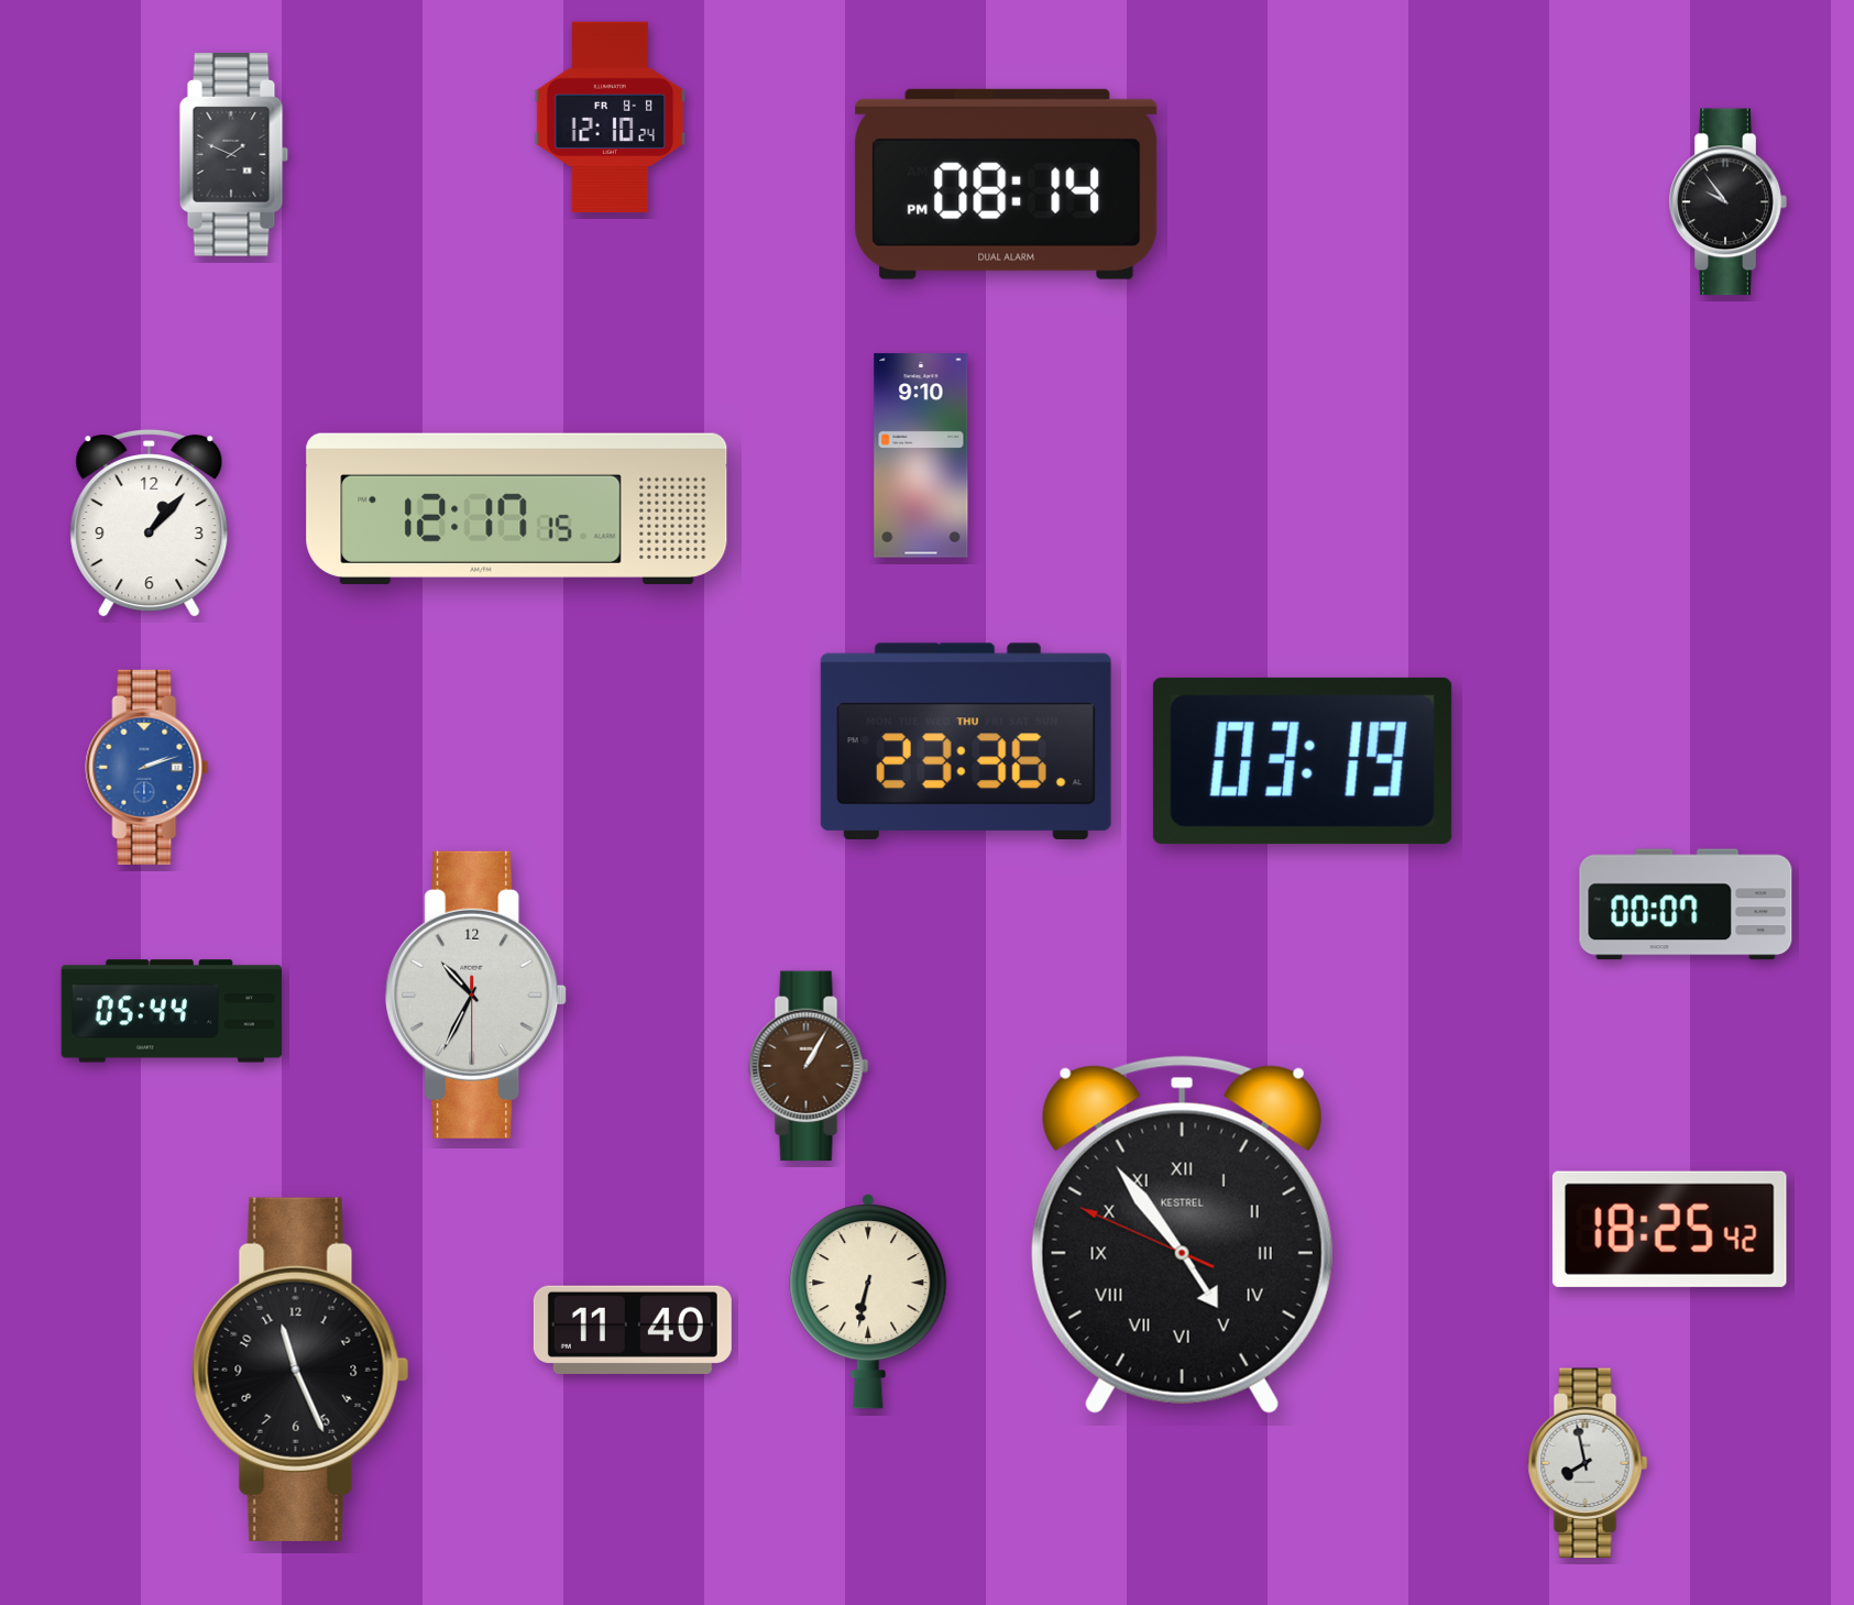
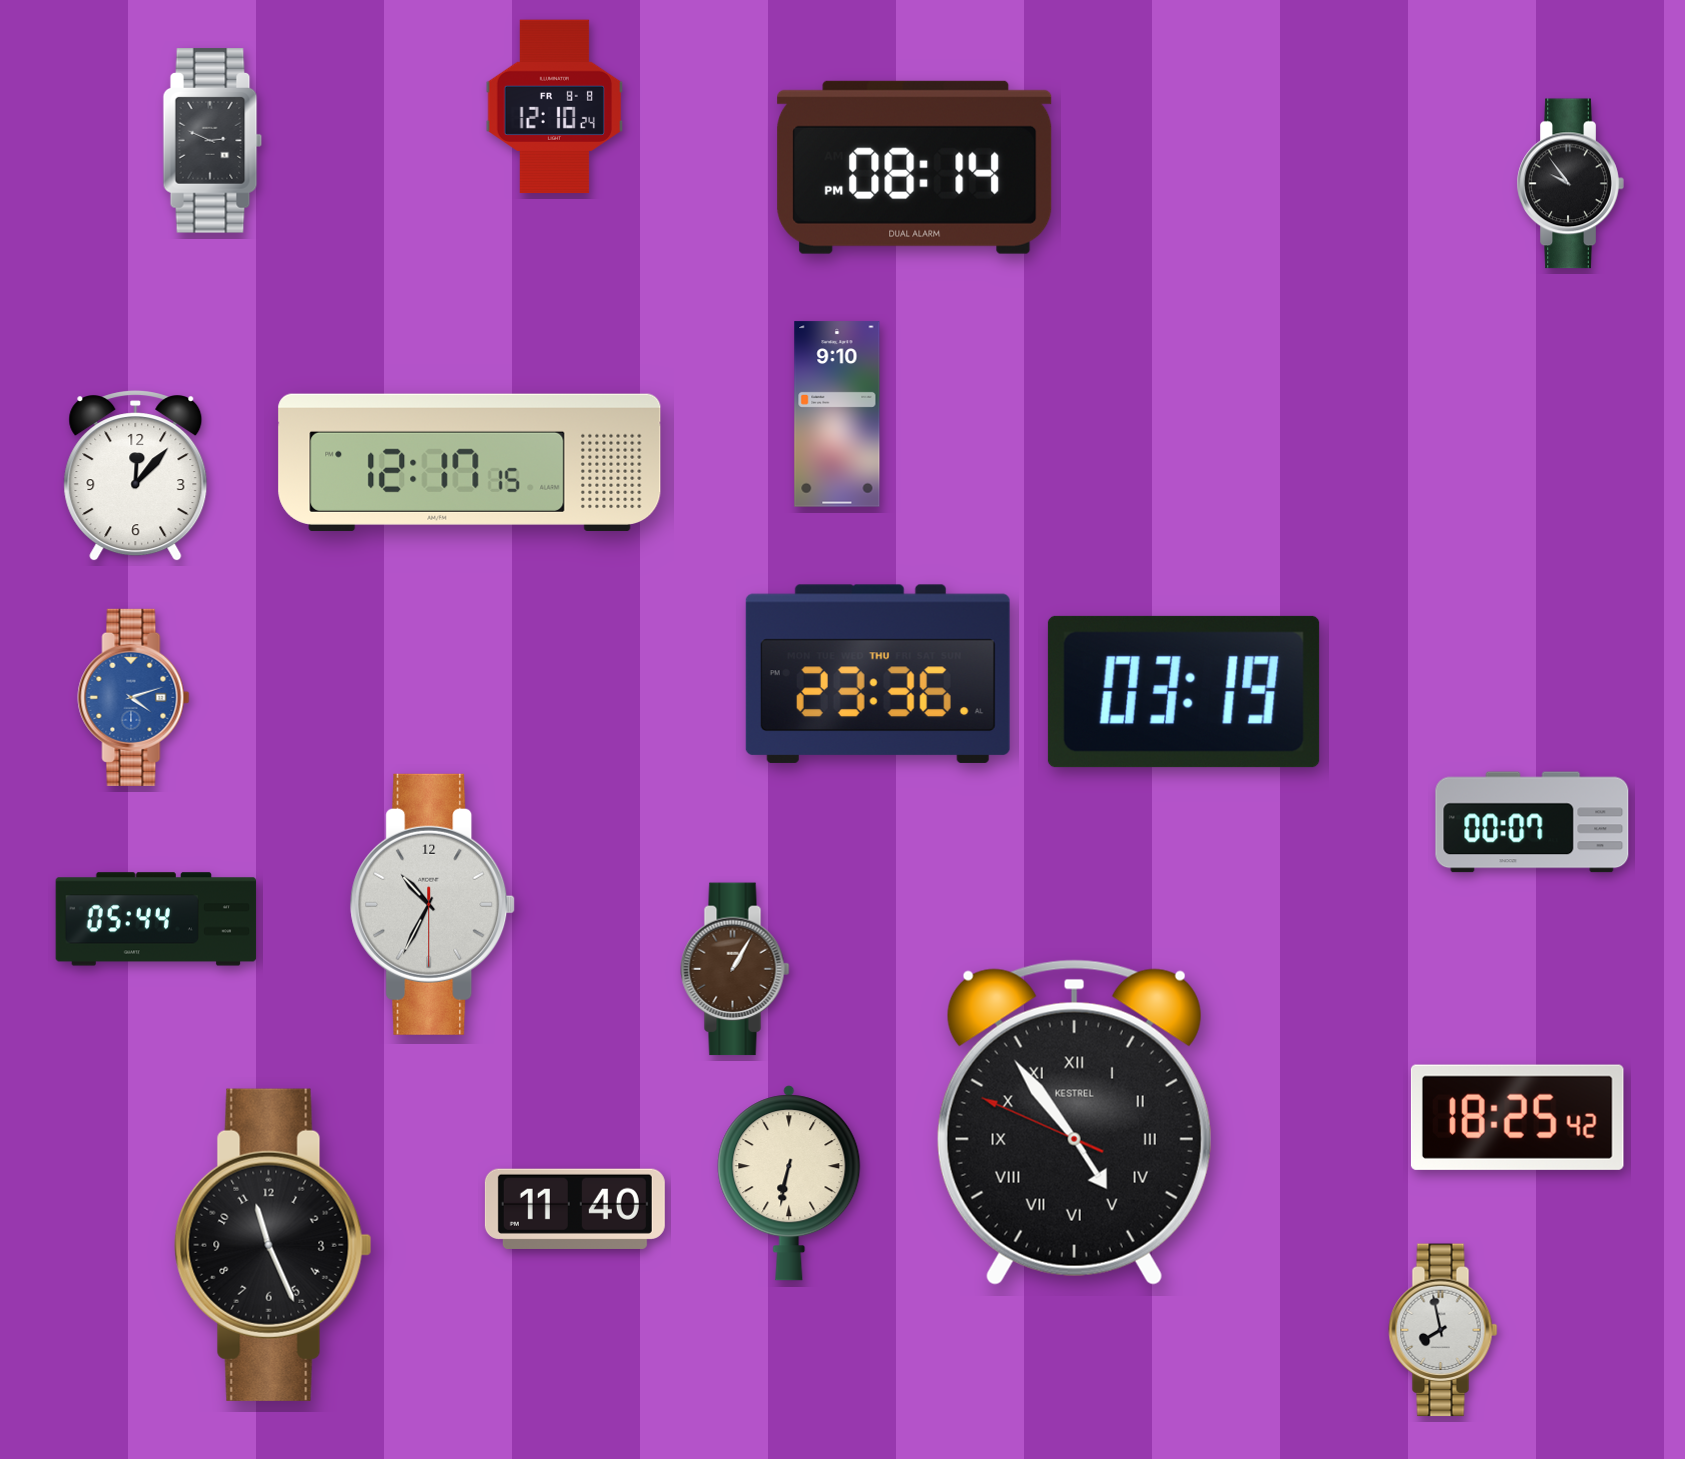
clock at (234, 155): 1:49 -> 2:49
clock at (150, 524): 1:07 -> 12:07
clock at (147, 767): 2:12 -> 4:12
